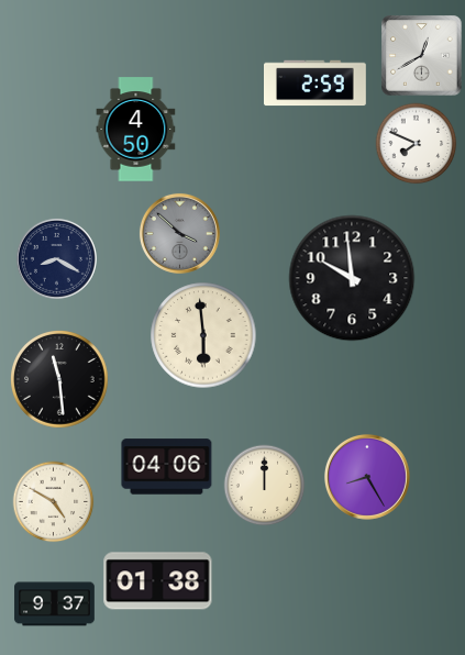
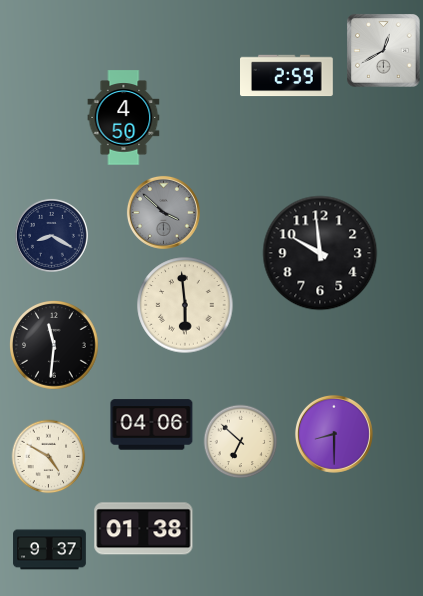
clock at (417, 144): 7:49 -> none
clock at (59, 379): 11:29 -> 11:31
clock at (367, 477): 8:25 -> 8:30
clock at (265, 486): 12:00 -> 6:52
